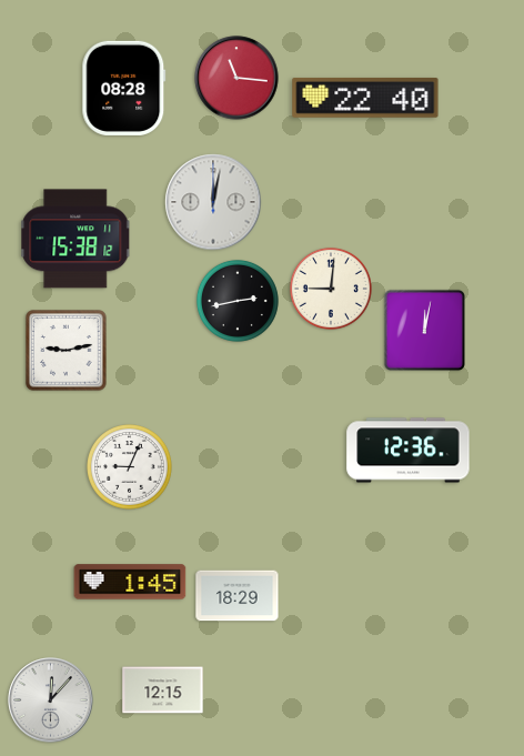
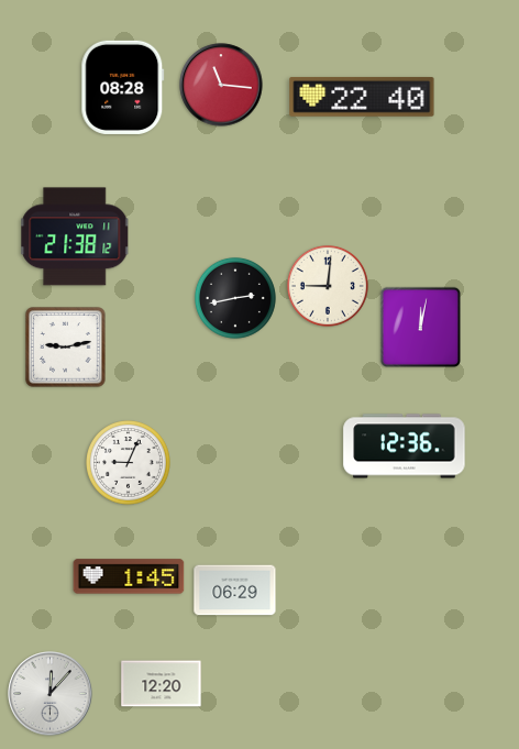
clock at (236, 78) position: (236, 78) -> (221, 85)
clock at (213, 202): 12:02 -> none
clock at (75, 239): 15:38 -> 21:38
clock at (238, 596): 18:29 -> 06:29
clock at (163, 691): 12:15 -> 12:20
